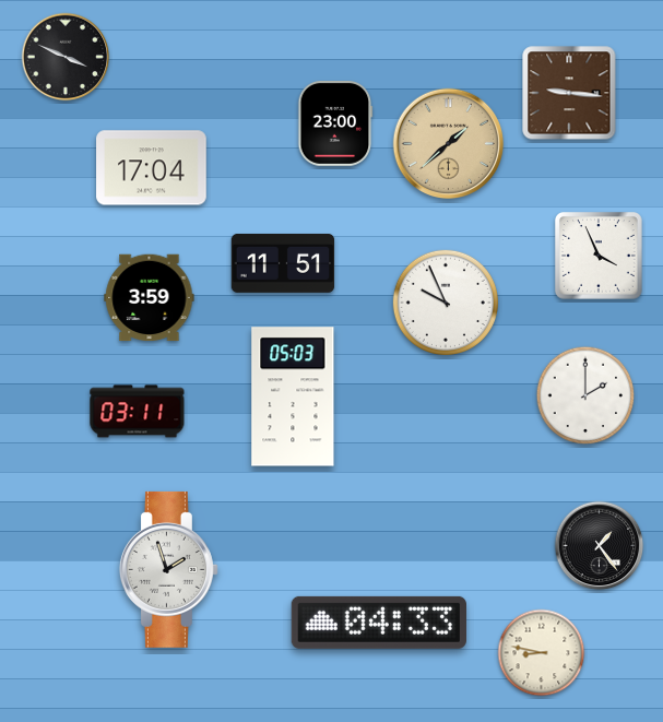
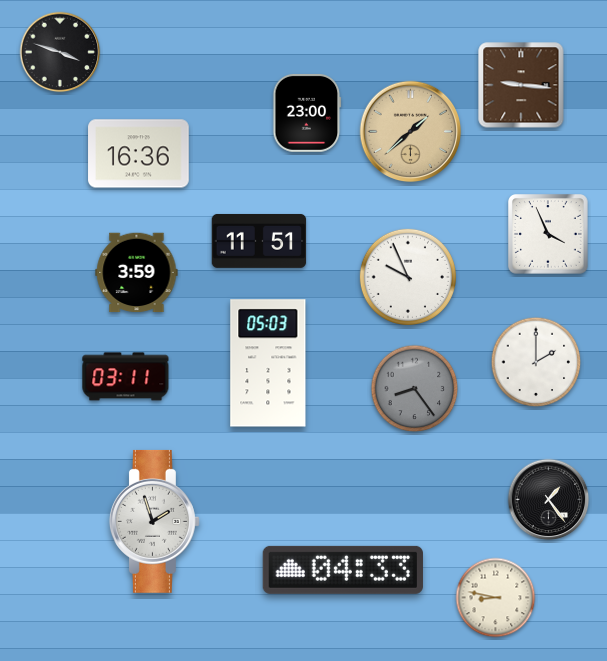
clock at (66, 57): 3:49 -> 3:48
clock at (152, 168): 17:04 -> 16:36
clock at (415, 389): none -> 8:24
clock at (379, 623) position: (379, 623) -> (343, 570)
